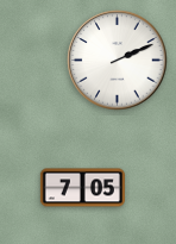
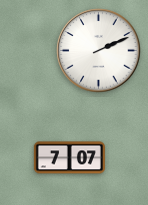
clock at (82, 188): 7:05 -> 7:07
